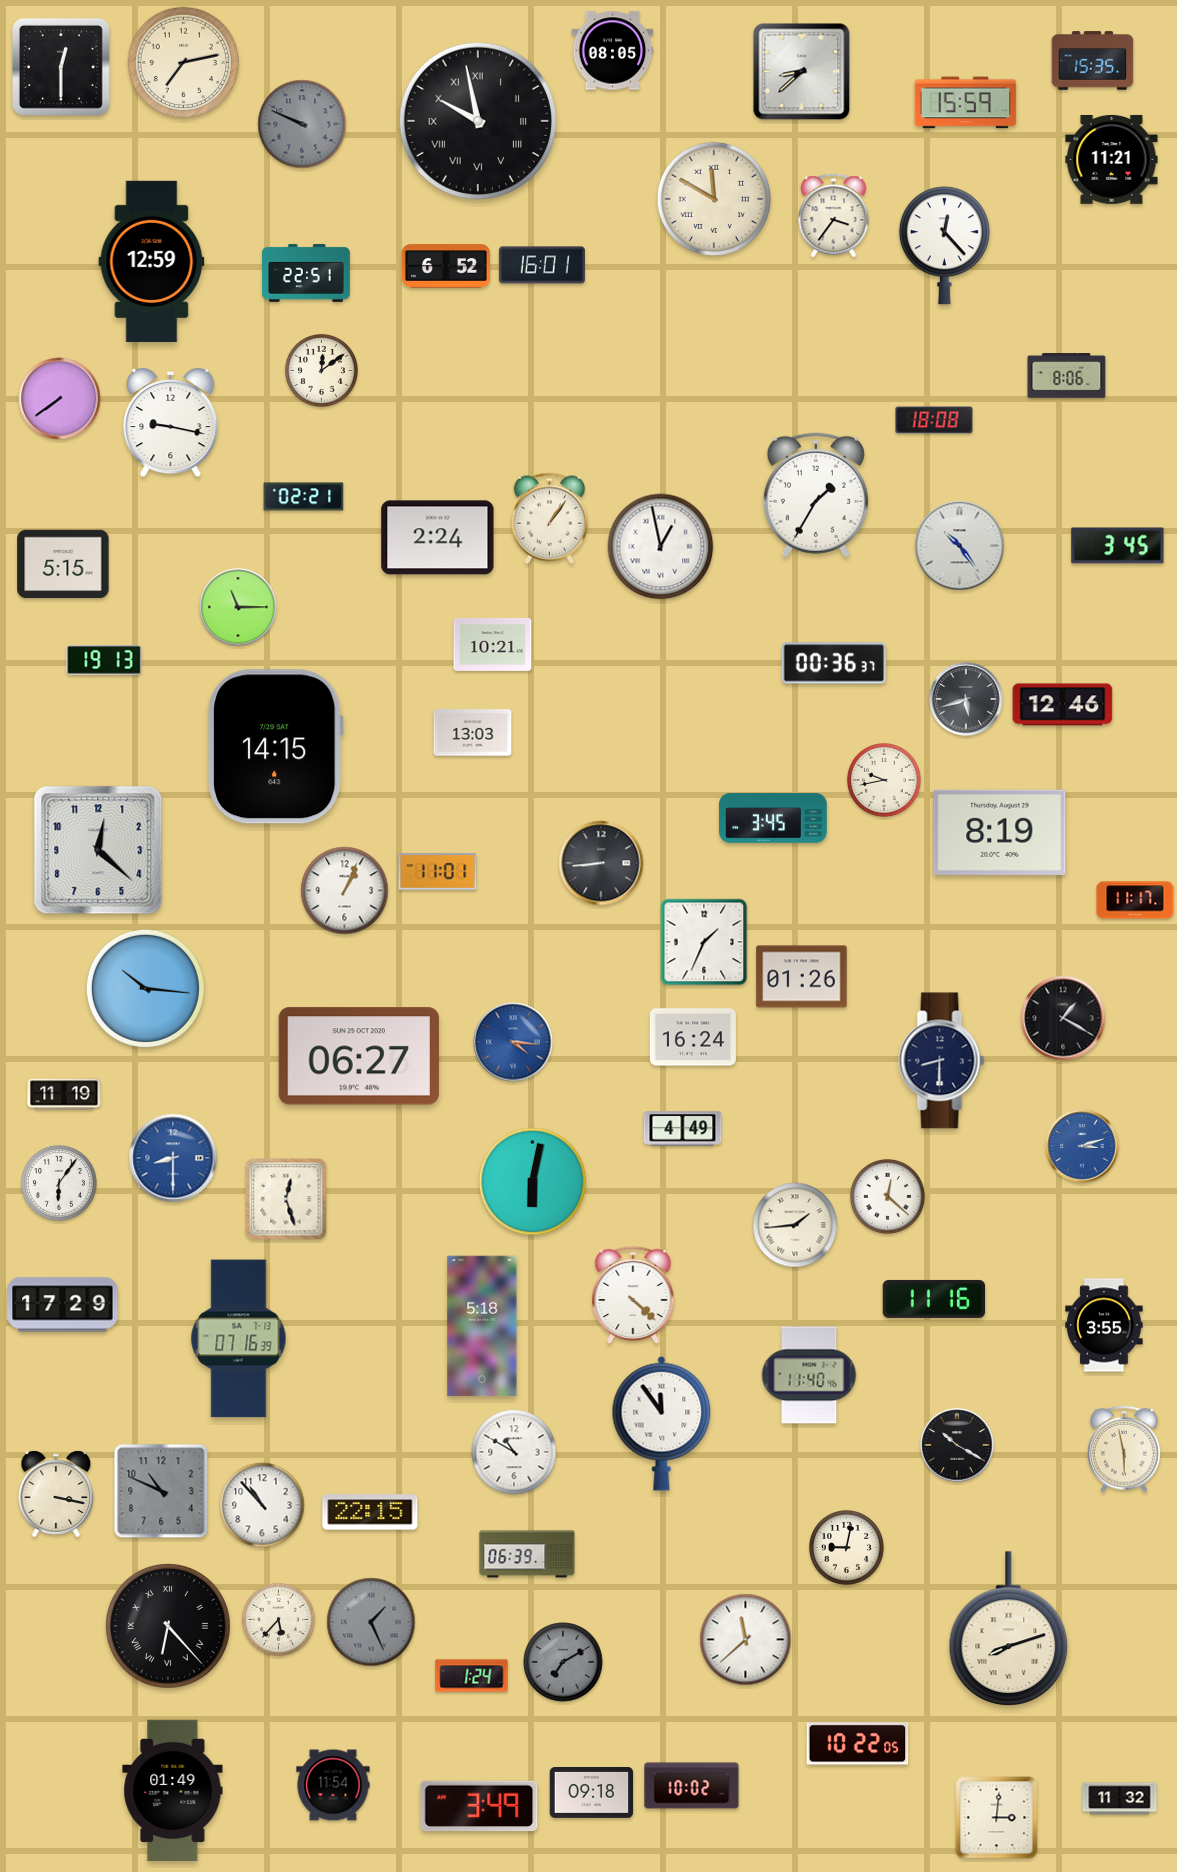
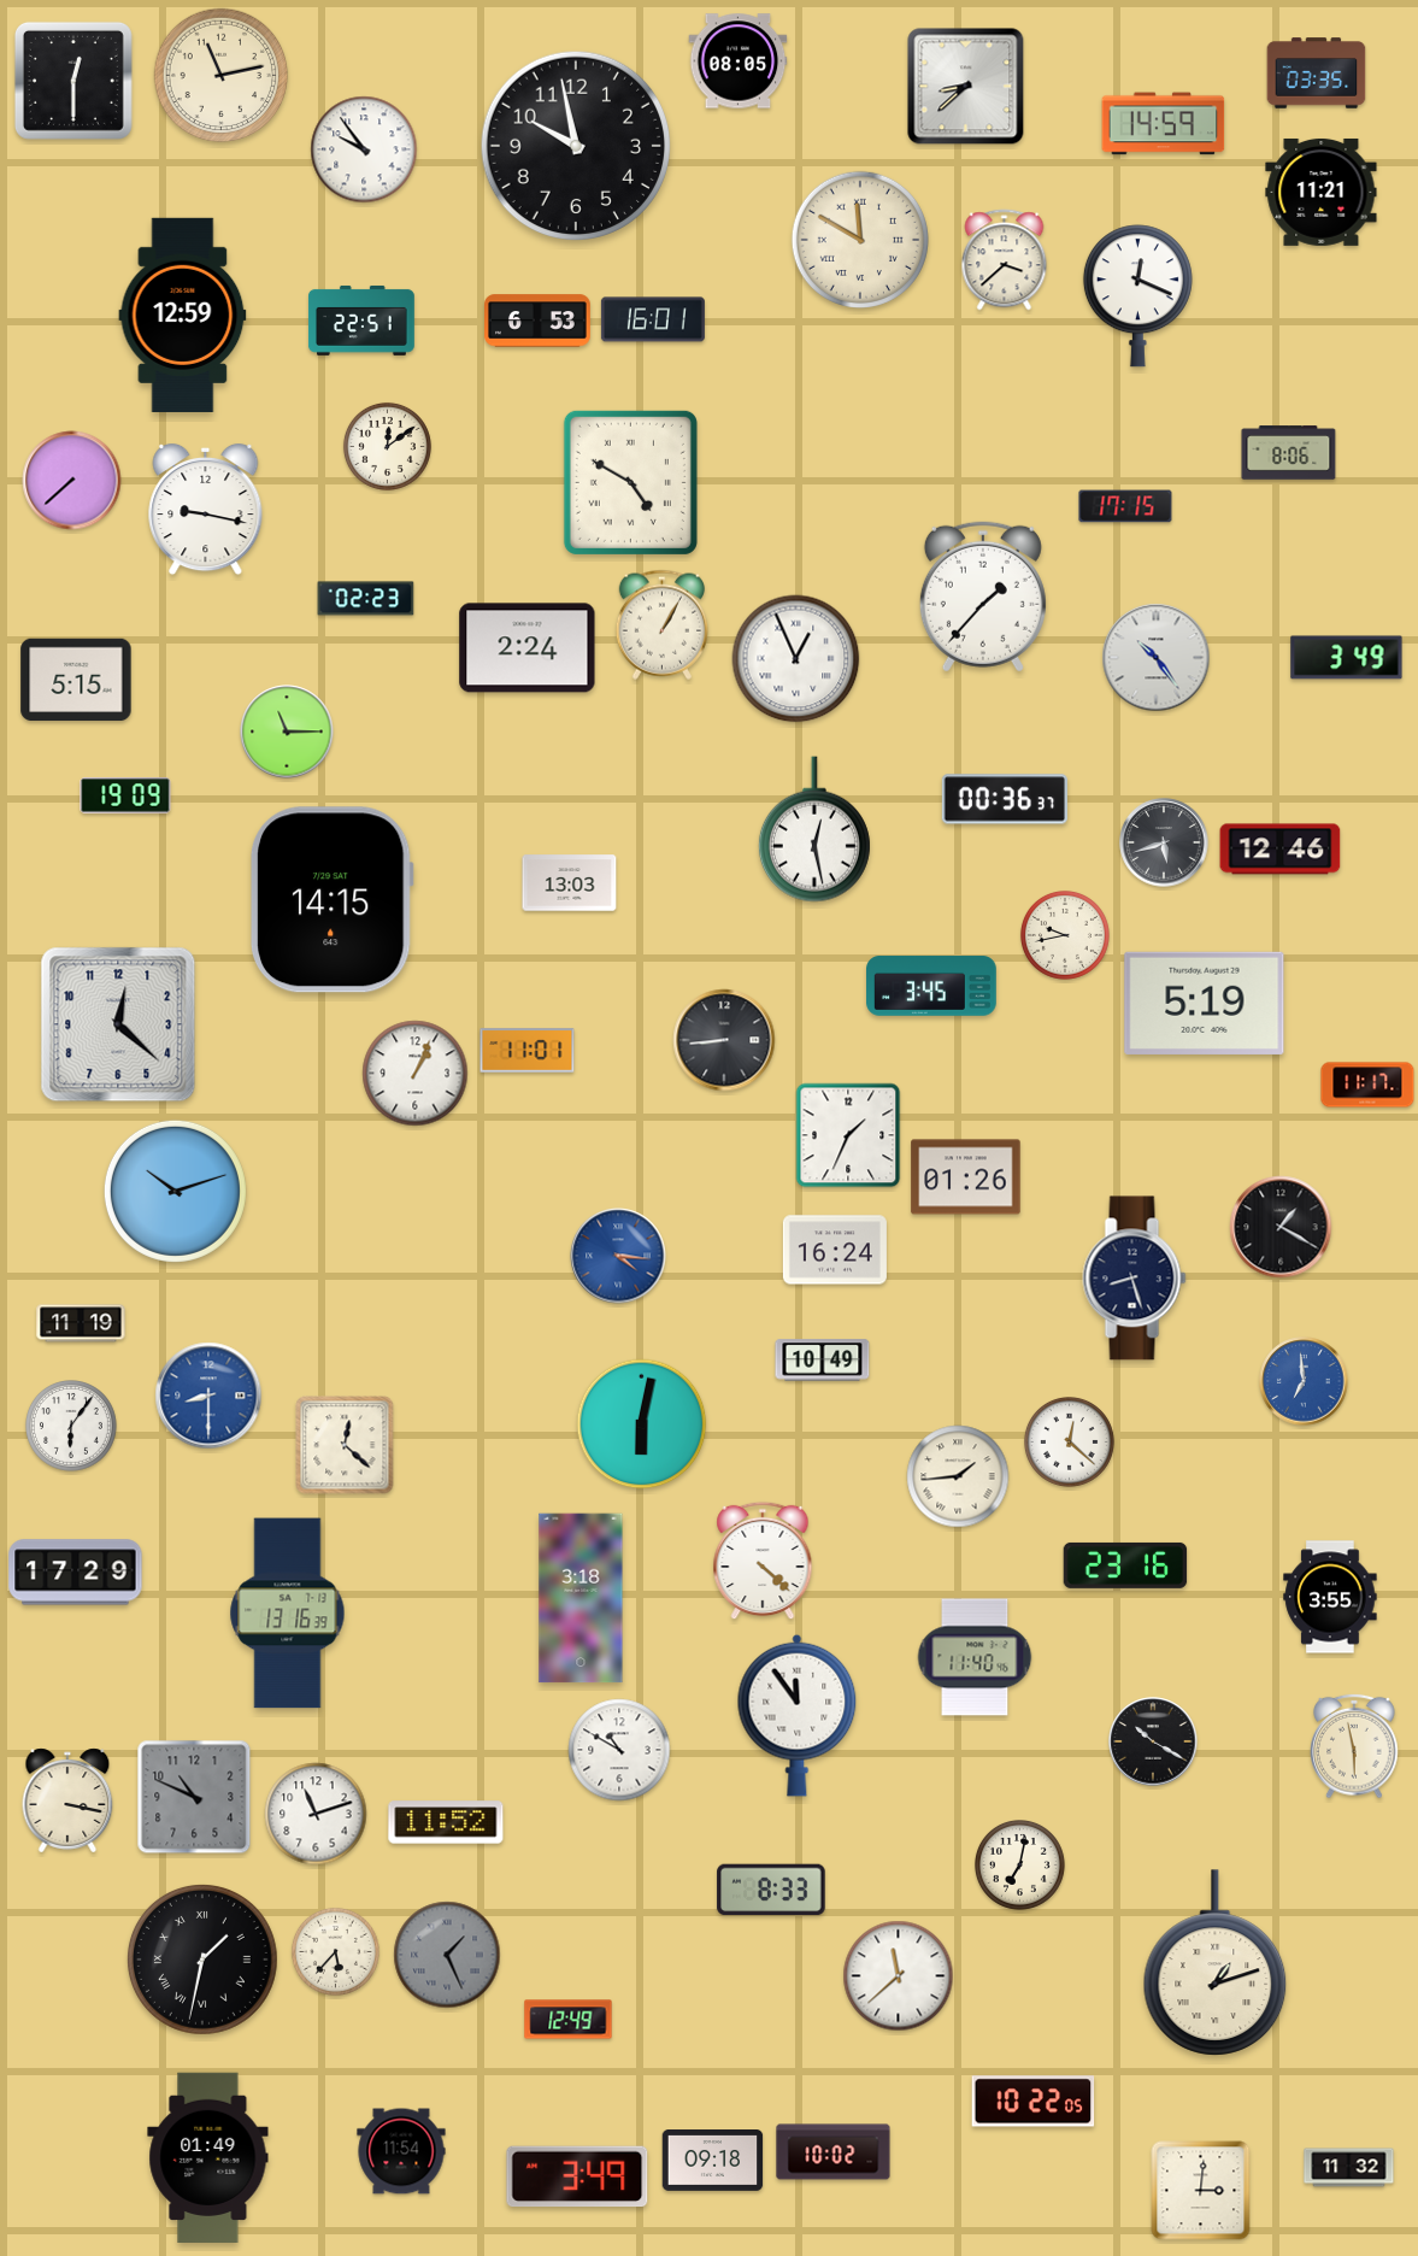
clock at (1093, 61): 15:35 -> 03:35
clock at (184, 63): 7:13 -> 11:13
clock at (966, 103): 15:59 -> 14:59
clock at (478, 121) numerals: Roman -> Arabic
clock at (302, 124): 9:49 -> 9:54
clock at (302, 124) dial: grey -> white
clock at (1112, 159) position: (1112, 159) -> (1322, 192)
clock at (834, 216): 3:36 -> 3:38
clock at (944, 246): 12:23 -> 12:19
clock at (447, 266): 6:52 -> 6:53
clock at (307, 273) position: (307, 273) -> (363, 321)
clock at (1067, 376) position: (1067, 376) -> (1289, 453)
clock at (60, 399): 7:39 -> 7:38
clock at (630, 482): none -> 4:50
clock at (934, 420): 18:08 -> 17:15
clock at (816, 495): 1:35 -> 1:37
clock at (304, 497): 02:21 -> 02:23
clock at (549, 518): 1:06 -> 1:05
clock at (1118, 546): 3:45 -> 3:49
clock at (661, 547): 12:58 -> 12:56
clock at (493, 644): 10:21 -> none
clock at (104, 660): 19:13 -> 19:09
clock at (814, 829): none -> 12:28
clock at (884, 780) position: (884, 780) -> (1065, 935)
clock at (1000, 832): 8:19 -> 5:19
clock at (145, 988): 10:16 -> 10:12
clock at (359, 1056): 06:27 -> none
clock at (942, 1061): 8:30 -> 8:27
clock at (64, 1094) position: (64, 1094) -> (81, 1323)
clock at (683, 1129): 4:49 -> 10:49
clock at (1082, 1146): 3:12 -> 6:59
clock at (286, 1199): 12:27 -> 12:22
clock at (934, 1299): 11:16 -> 23:16
clock at (482, 1326): 5:18 -> 3:18
clock at (239, 1339): 07:16 -> 13:16
clock at (262, 1505): 10:53 -> 11:12
clock at (370, 1512): 22:15 -> 11:52
clock at (847, 1548): 9:02 -> 7:02
clock at (527, 1554): 06:39 -> none
clock at (771, 1890): none -> 8:33
clock at (168, 1626): 6:23 -> 1:32
clock at (1009, 1629): 8:12 -> 1:12
clock at (563, 1662): 7:10 -> none
clock at (472, 1676): 1:24 -> 12:49
